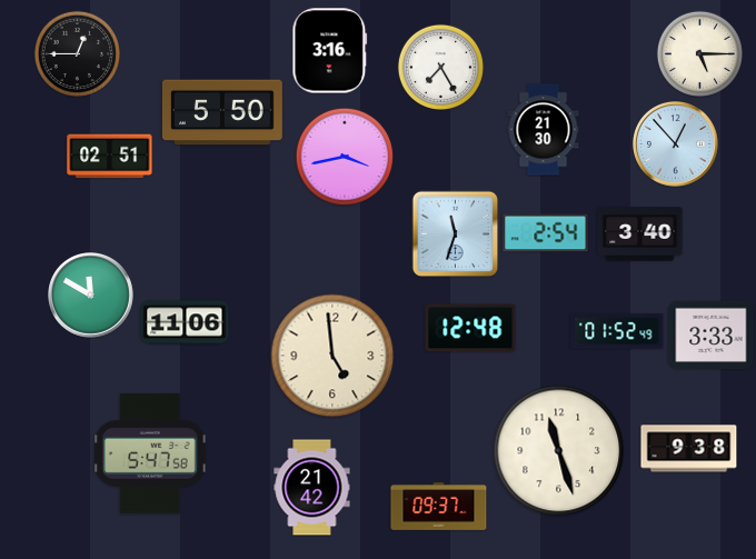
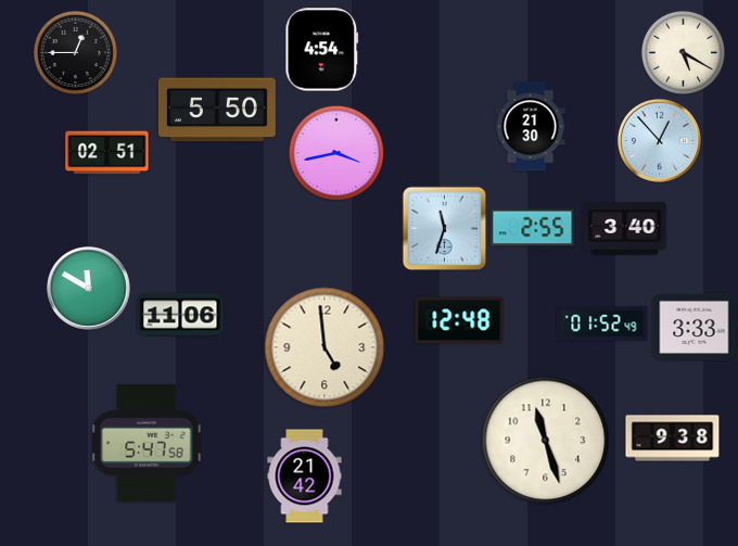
clock at (330, 51): 3:16 -> 4:54
clock at (699, 53): 5:15 -> 5:20
clock at (440, 67): 7:25 -> none
clock at (546, 233): 2:54 -> 2:55
clock at (439, 507): 09:37 -> none
